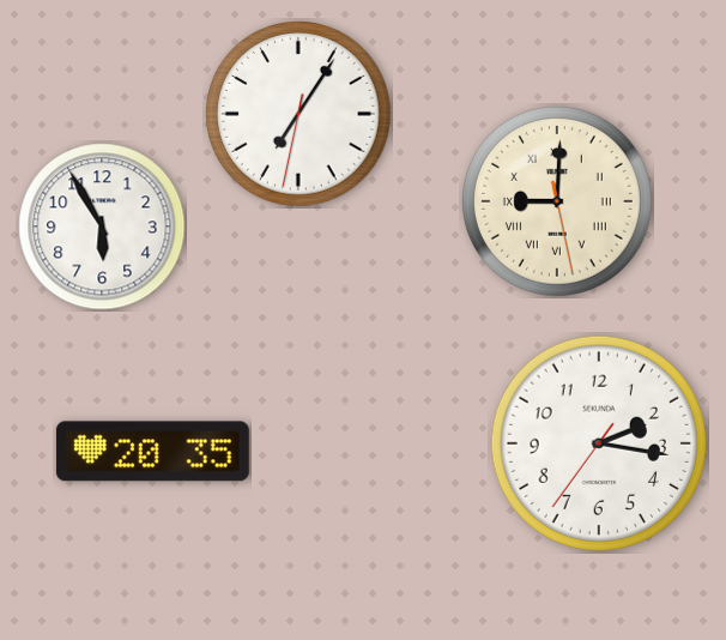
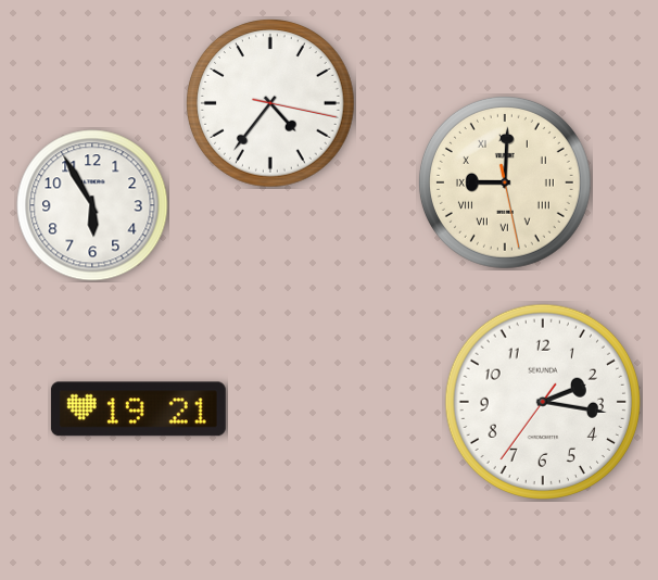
clock at (300, 115): 7:05 -> 4:36
clock at (152, 452): 20:35 -> 19:21
